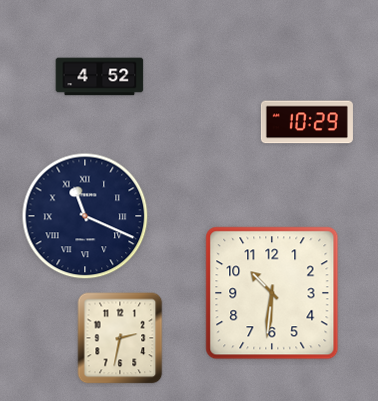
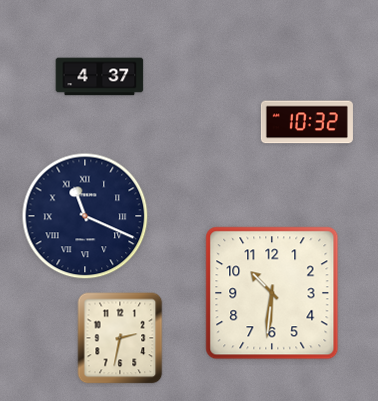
clock at (100, 77): 4:52 -> 4:37
clock at (307, 122): 10:29 -> 10:32
